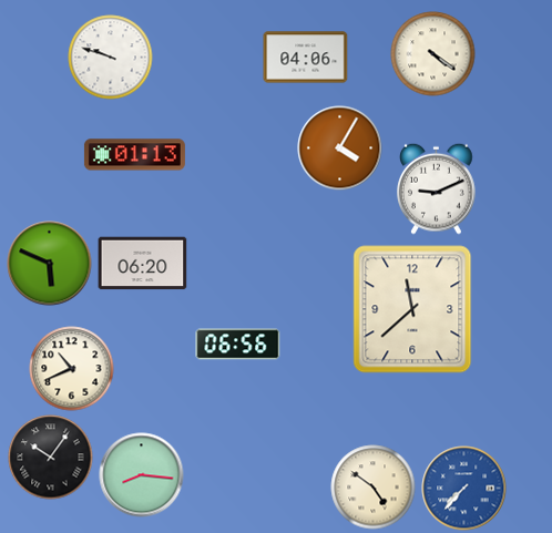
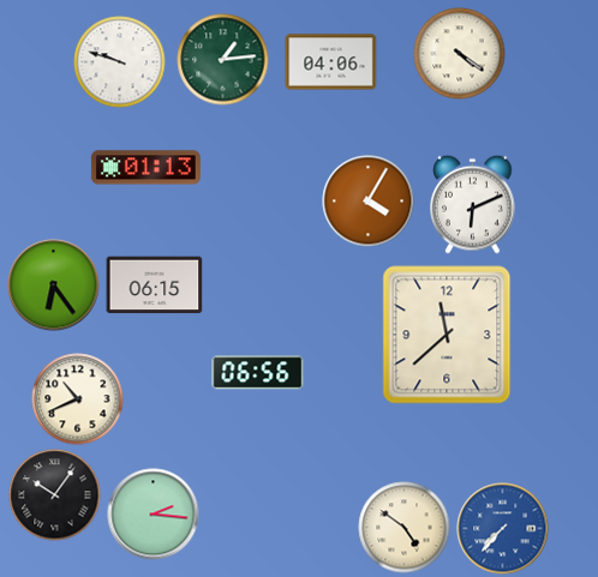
clock at (433, 54) position: (433, 54) -> (460, 54)
clock at (223, 60): none -> 1:14
clock at (340, 148) position: (340, 148) -> (369, 202)
clock at (437, 188): 9:11 -> 6:11
clock at (50, 264): 5:49 -> 6:24
clock at (143, 264): 06:20 -> 06:15
clock at (142, 475): 8:16 -> 2:16
